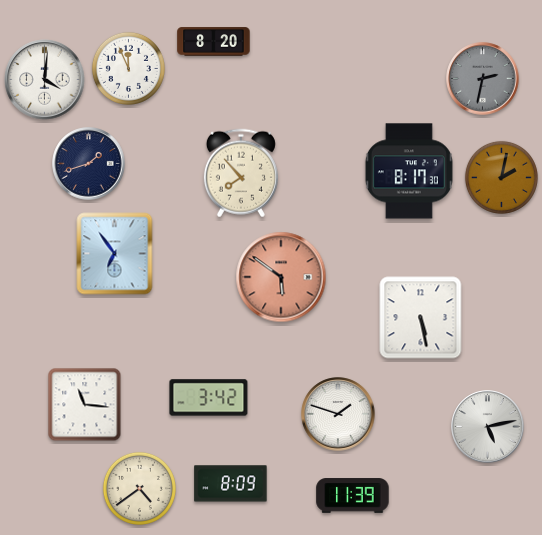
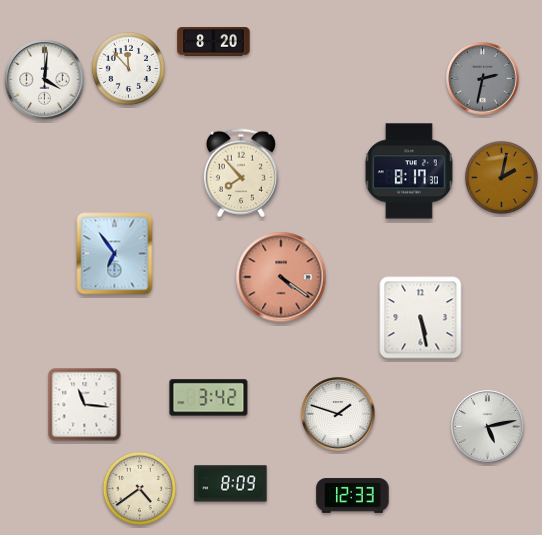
clock at (128, 68): 11:56 -> 11:53
clock at (89, 164): 1:42 -> none
clock at (281, 277): 5:51 -> 4:21
clock at (353, 496): 11:39 -> 12:33
